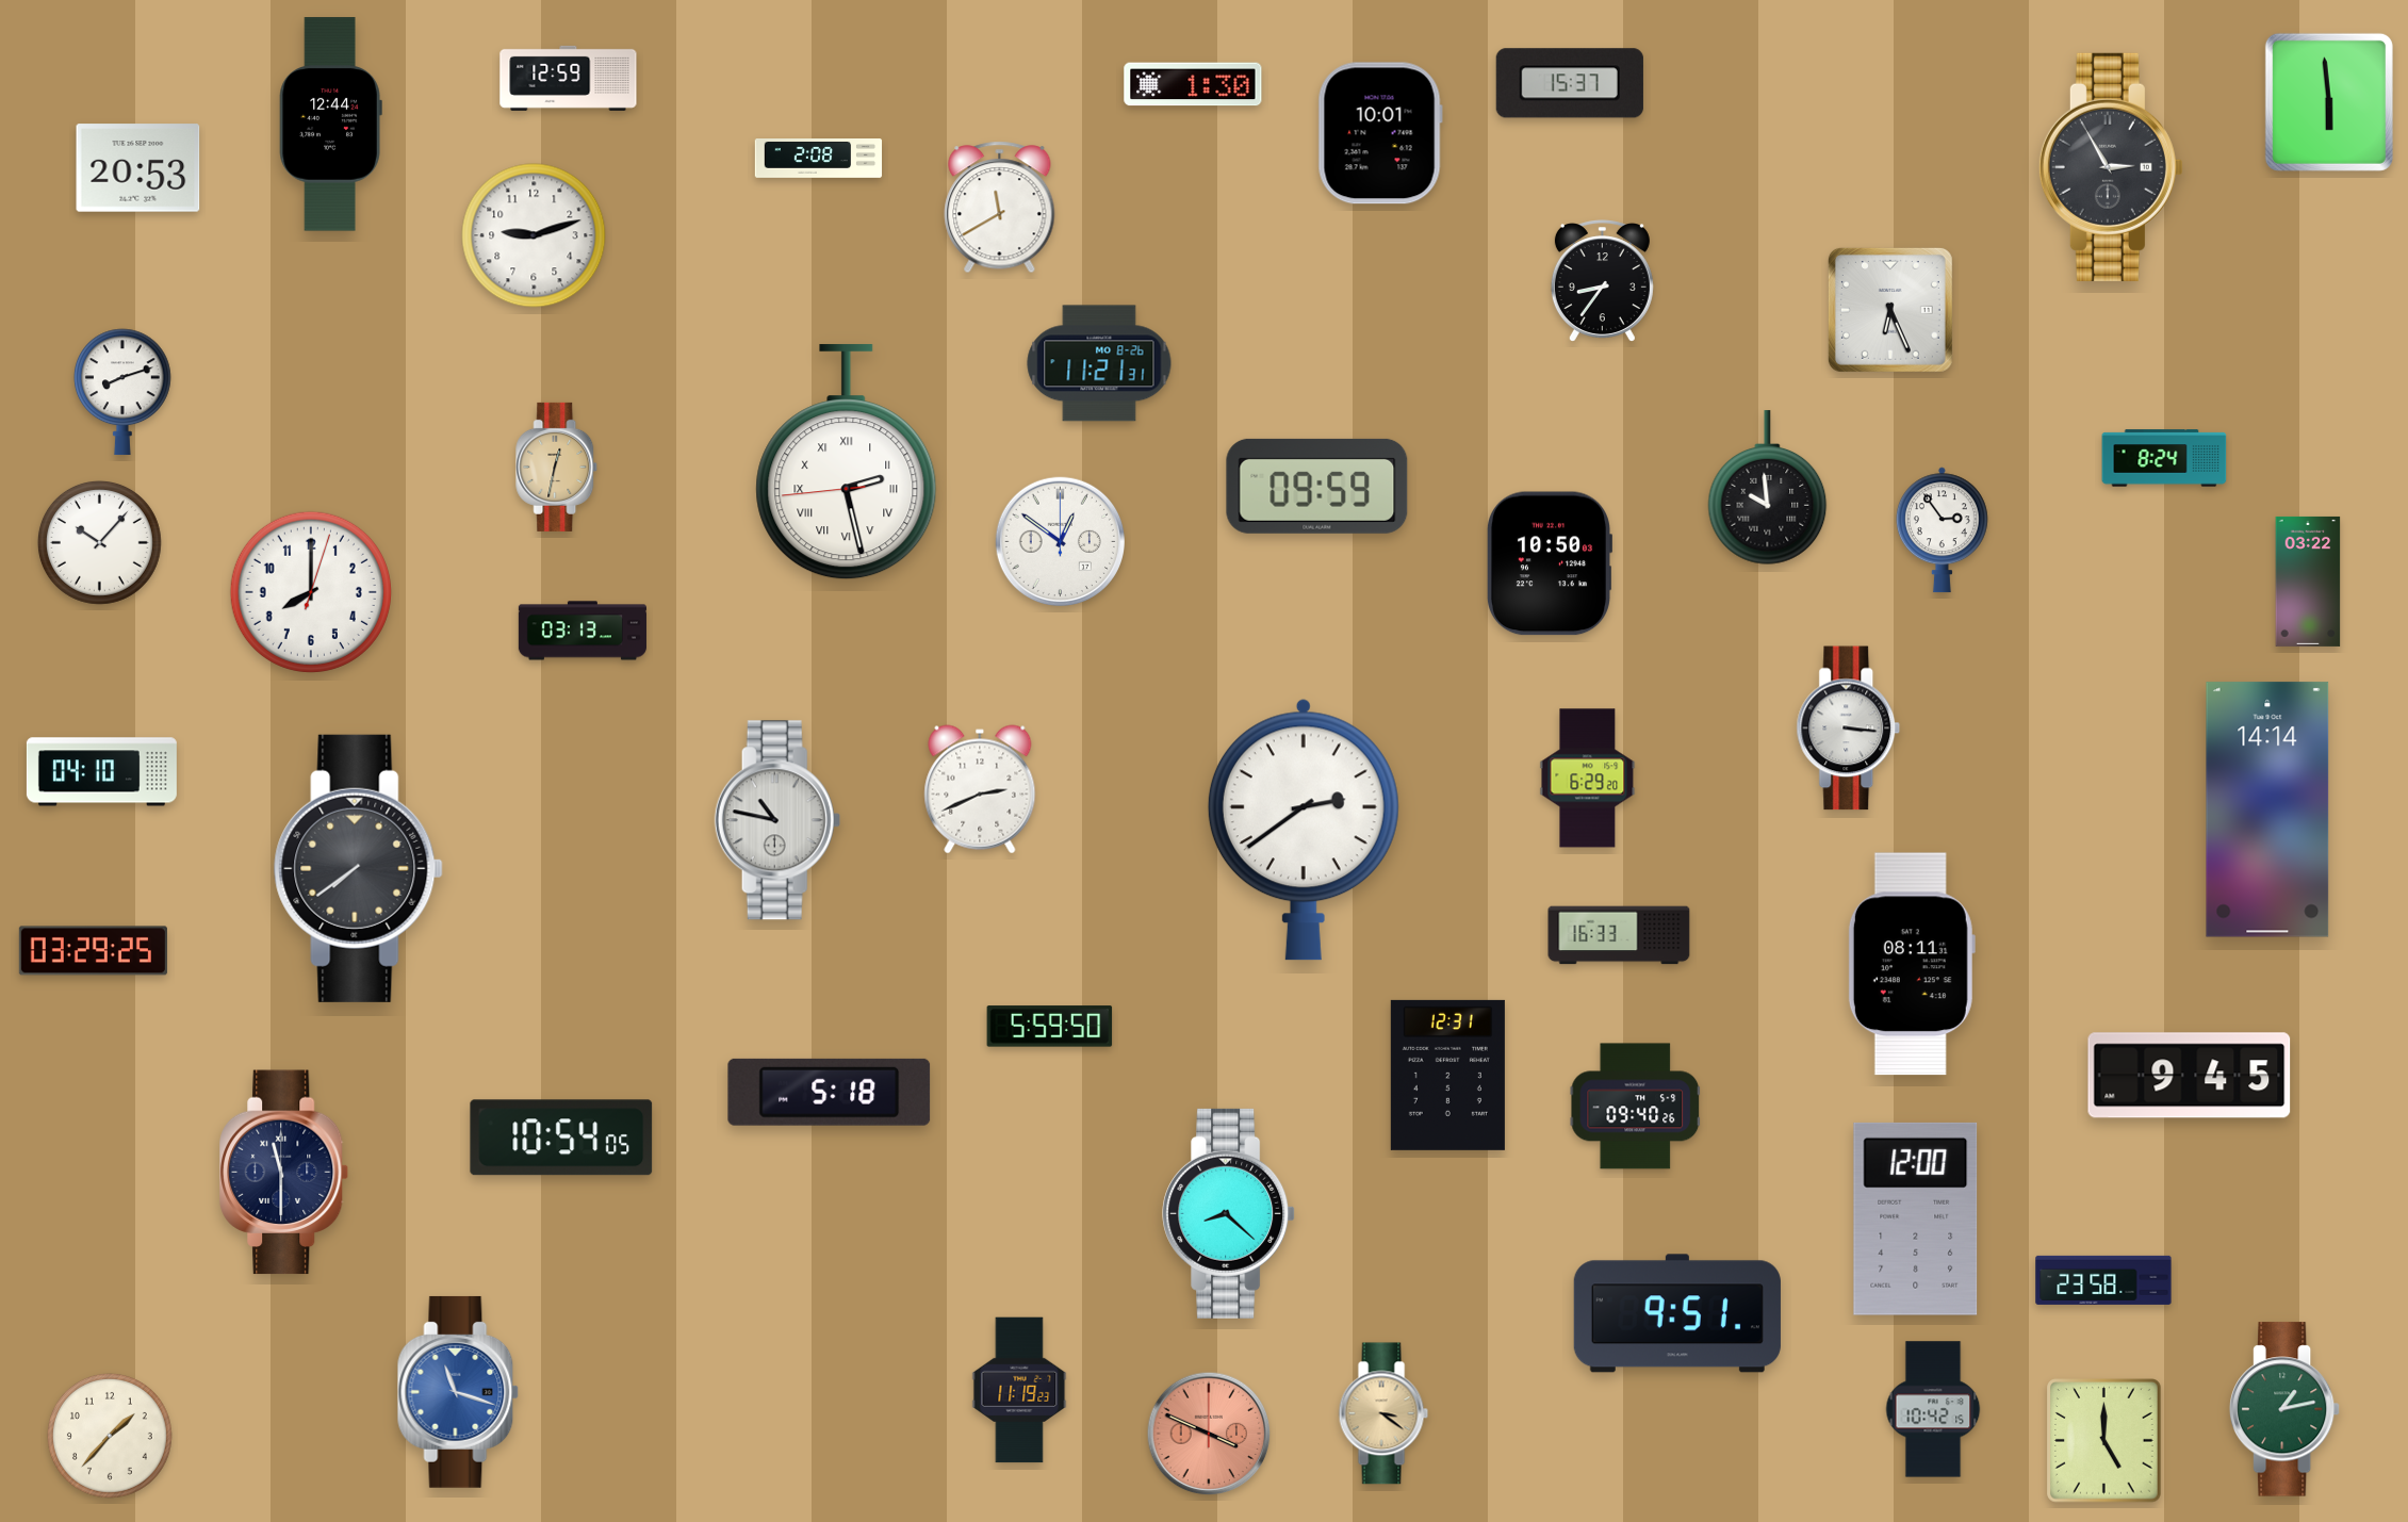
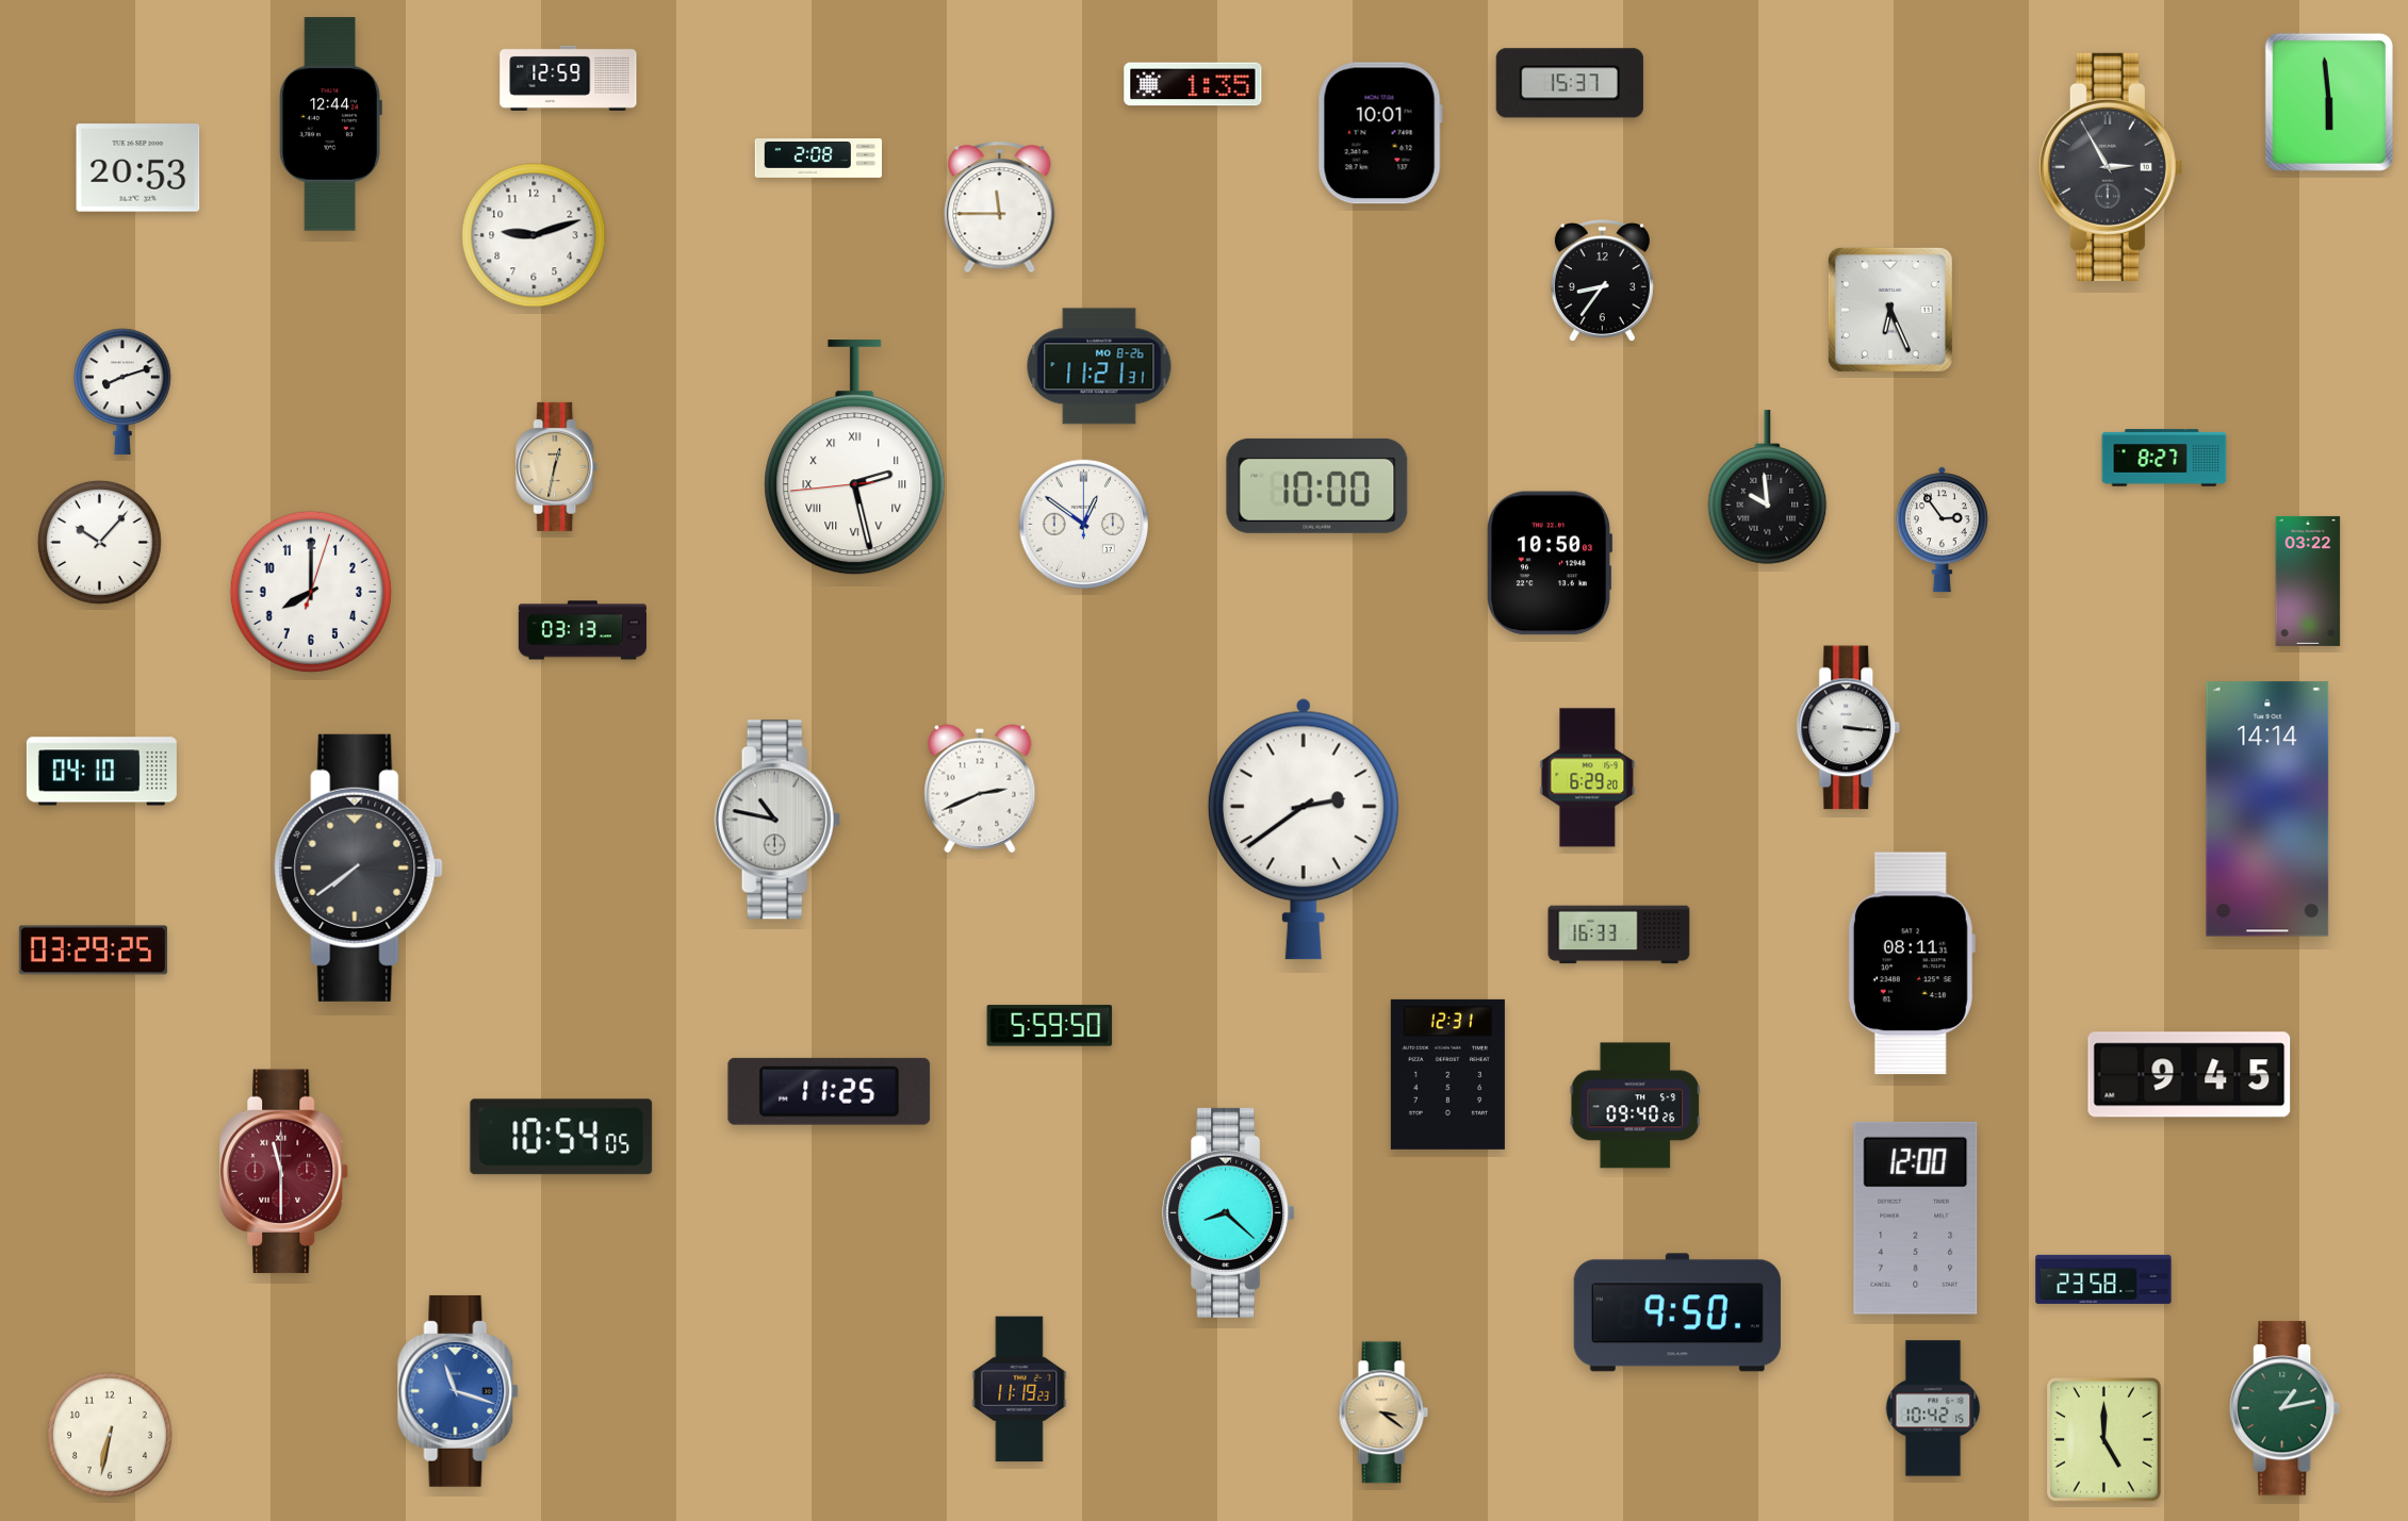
clock at (1193, 84): 1:30 -> 1:35
clock at (1000, 208): 11:40 -> 11:45
clock at (1099, 363) position: (1099, 363) -> (1099, 366)
clock at (2164, 458): 8:24 -> 8:27
clock at (847, 462) position: (847, 462) -> (855, 458)
clock at (1317, 486): 09:59 -> 10:00
clock at (1060, 541) position: (1060, 541) -> (1083, 524)
clock at (830, 1092): 5:18 -> 11:25
clock at (284, 1173) dial: navy -> burgundy
clock at (1677, 1313): 9:51 -> 9:50
clock at (1209, 1434): 3:49 -> none
clock at (111, 1437): 1:37 -> 6:32
